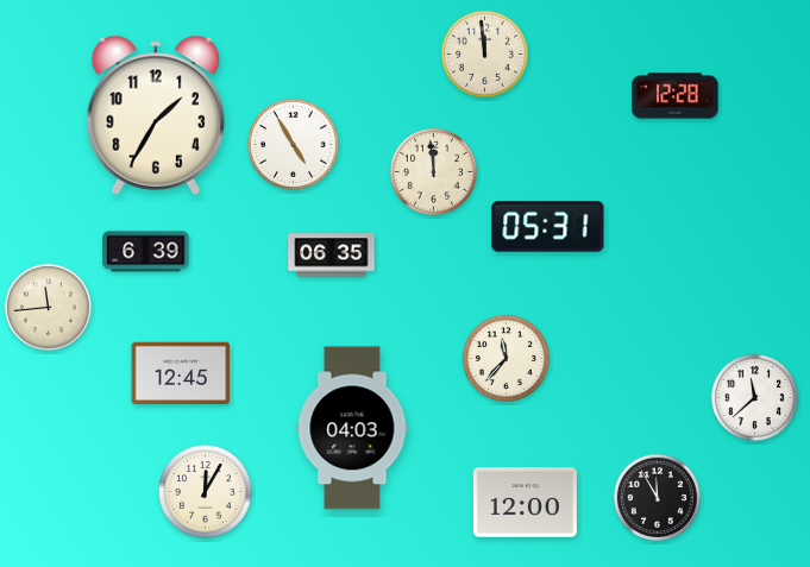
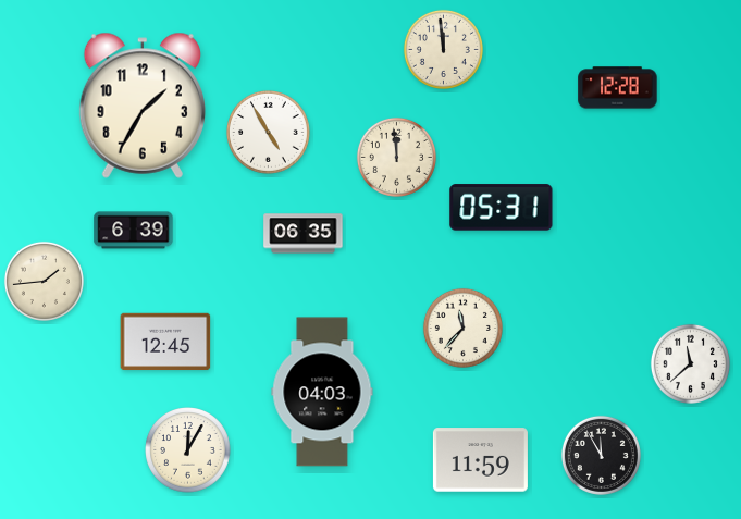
clock at (48, 307): 11:44 -> 1:44
clock at (525, 503): 12:00 -> 11:59
